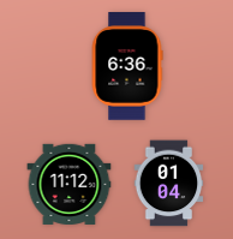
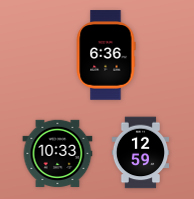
clock at (70, 184): 11:12 -> 10:33
clock at (169, 184): 01:04 -> 12:59
